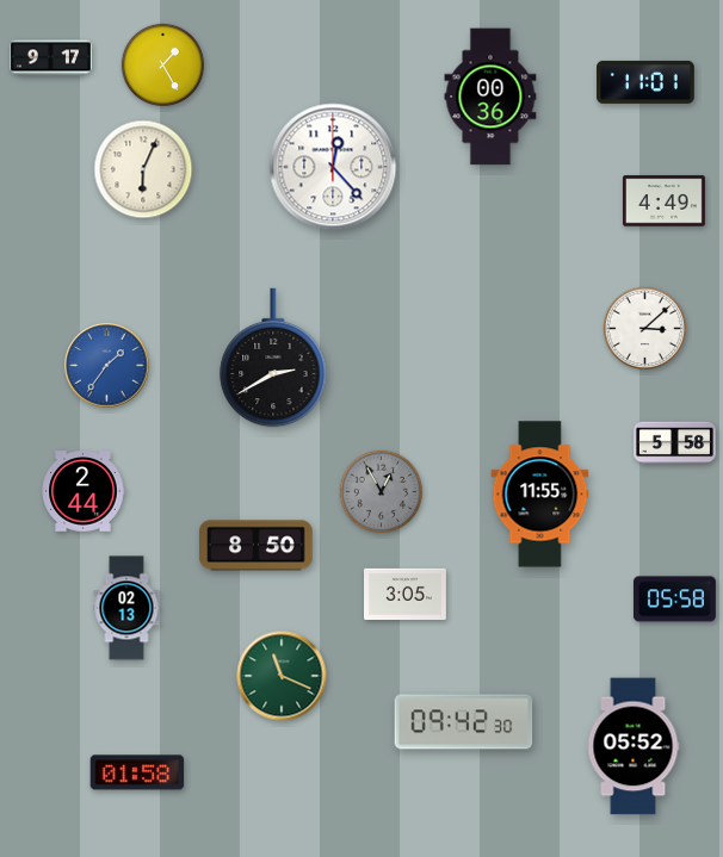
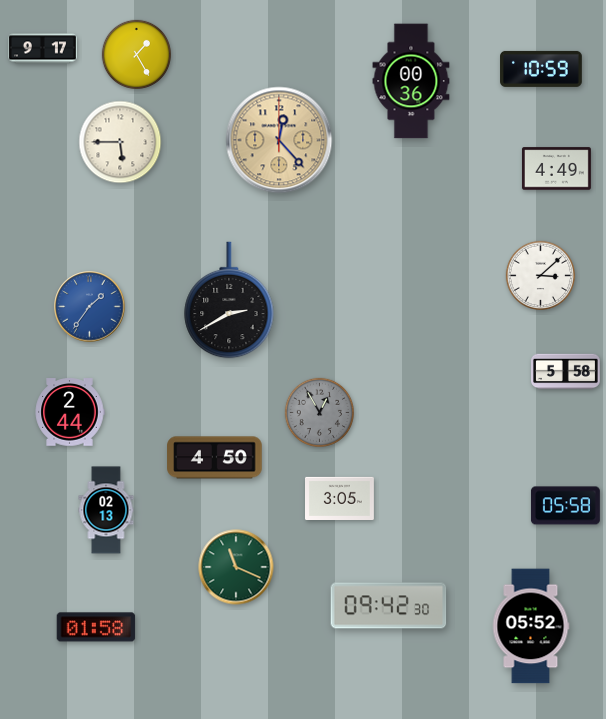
clock at (645, 82): 11:01 -> 10:59
clock at (333, 167) dial: white -> champagne
clock at (143, 169): 6:04 -> 5:45
clock at (540, 495): 11:55 -> none
clock at (257, 546): 8:50 -> 4:50
clock at (674, 600) position: (674, 600) -> (565, 506)
clock at (137, 772) position: (137, 772) -> (96, 627)
